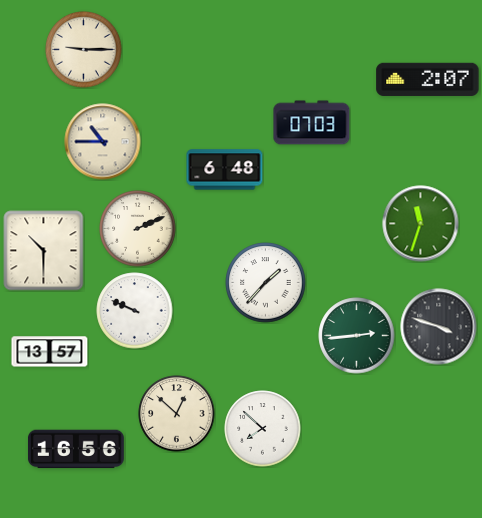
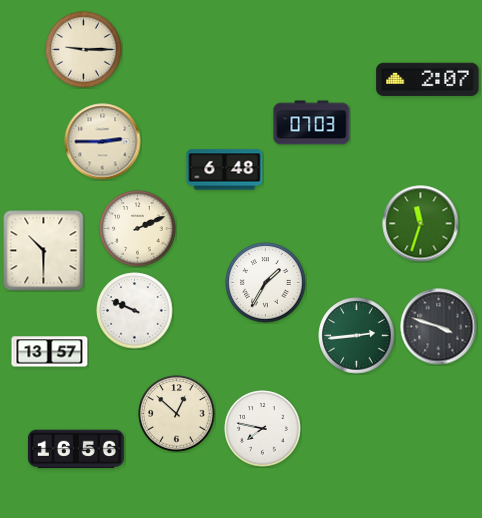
clock at (103, 142): 10:45 -> 2:45
clock at (266, 283): 1:37 -> 1:35
clock at (263, 429): 7:52 -> 7:47
